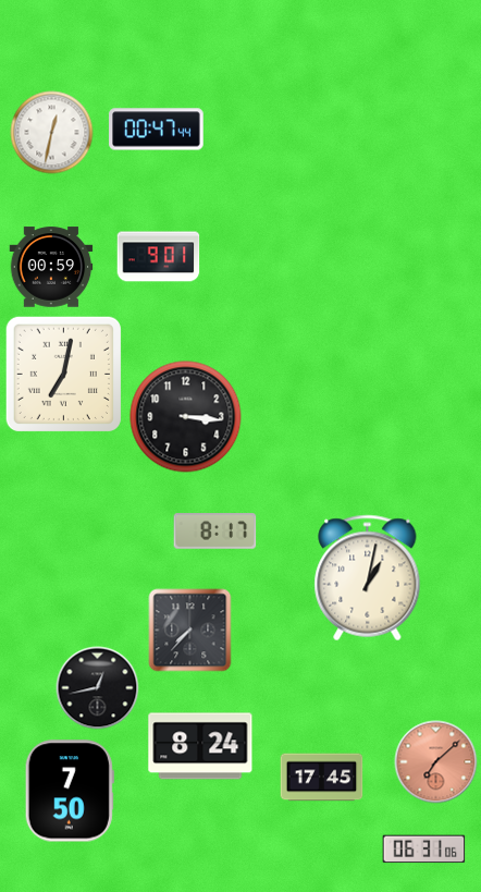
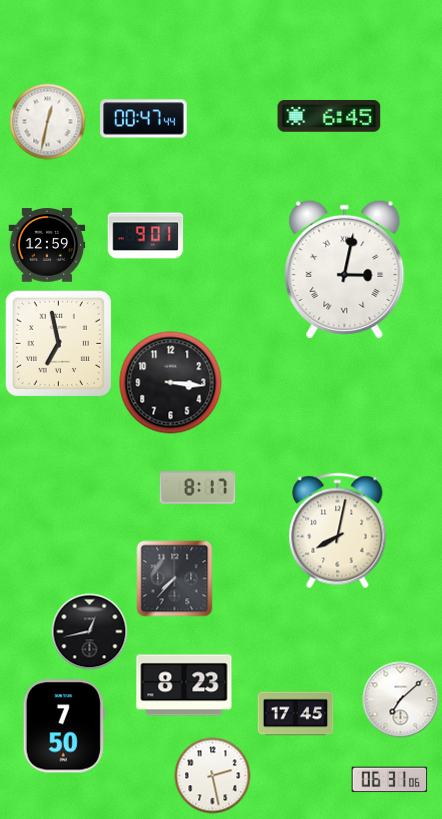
clock at (329, 116): none -> 6:45
clock at (51, 267): 00:59 -> 12:59
clock at (345, 269): none -> 3:02
clock at (63, 374): 7:02 -> 6:58
clock at (368, 578): 1:02 -> 8:02
clock at (200, 746): 8:24 -> 8:23
clock at (436, 762) dial: salmon -> white
clock at (213, 776): none -> 2:28
